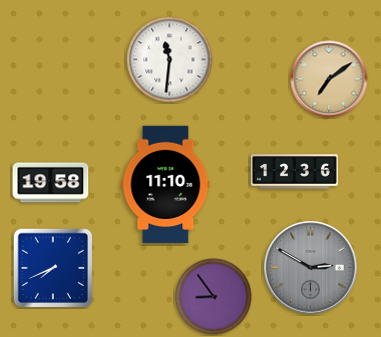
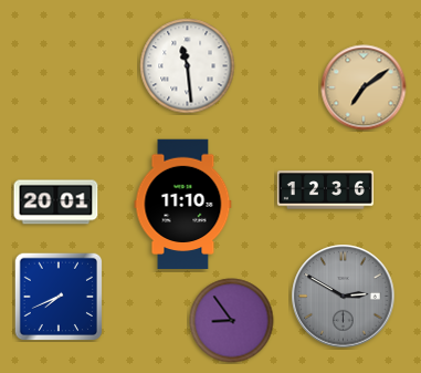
clock at (170, 60): 11:31 -> 11:29
clock at (51, 183): 19:58 -> 20:01
clock at (214, 297) position: (214, 297) -> (232, 321)
